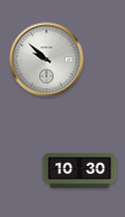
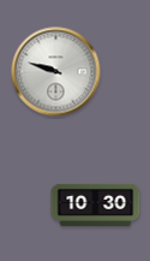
clock at (47, 60): 9:52 -> 9:48
